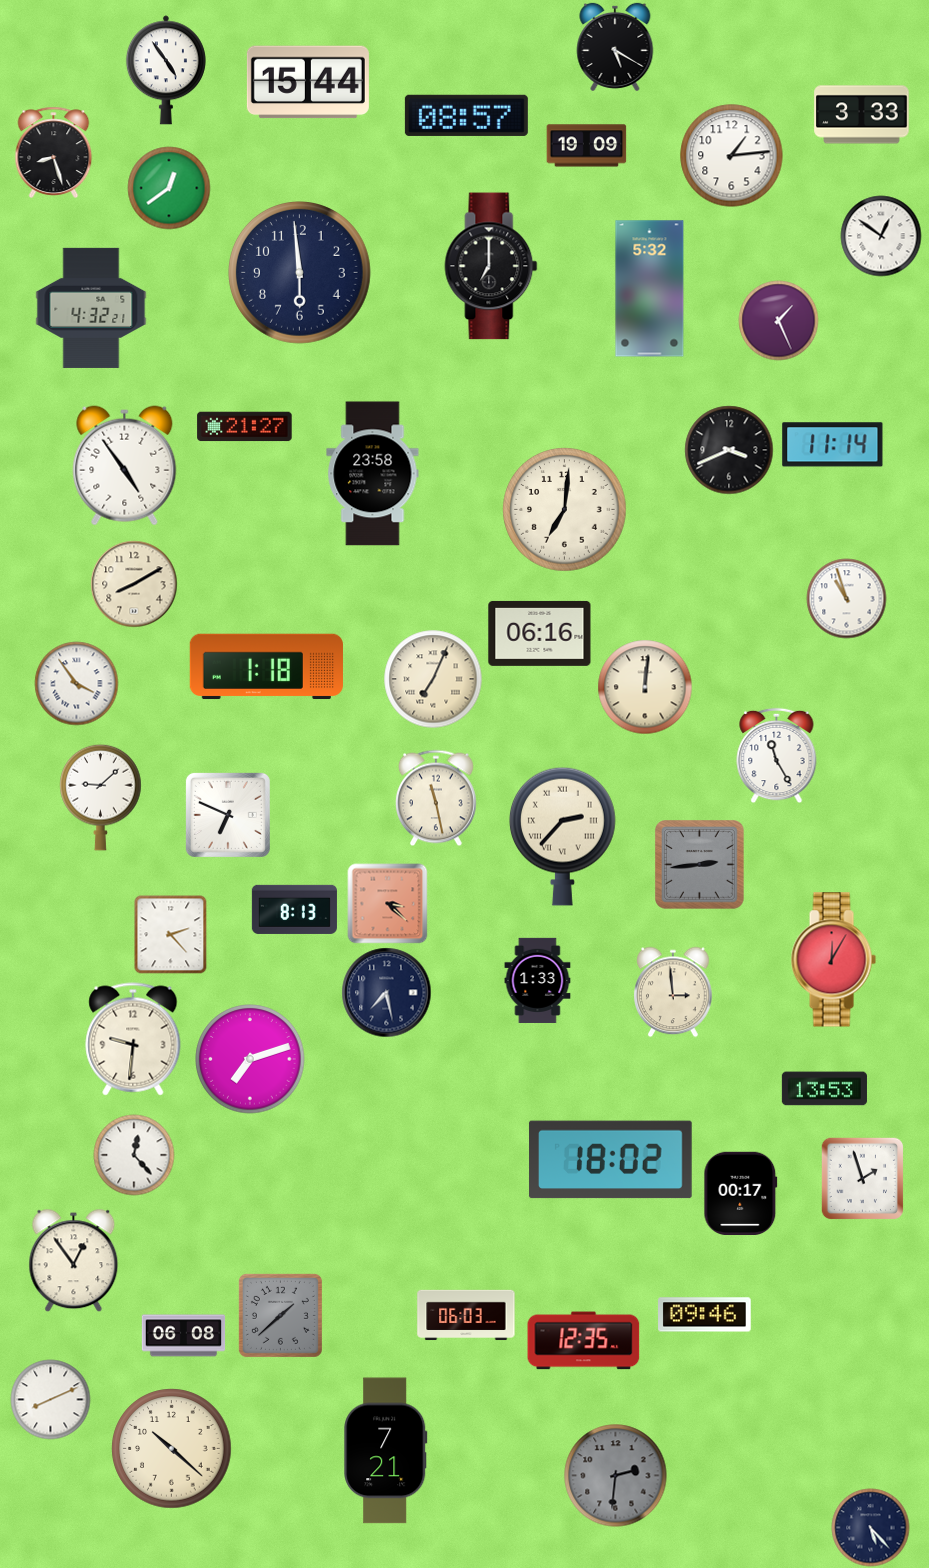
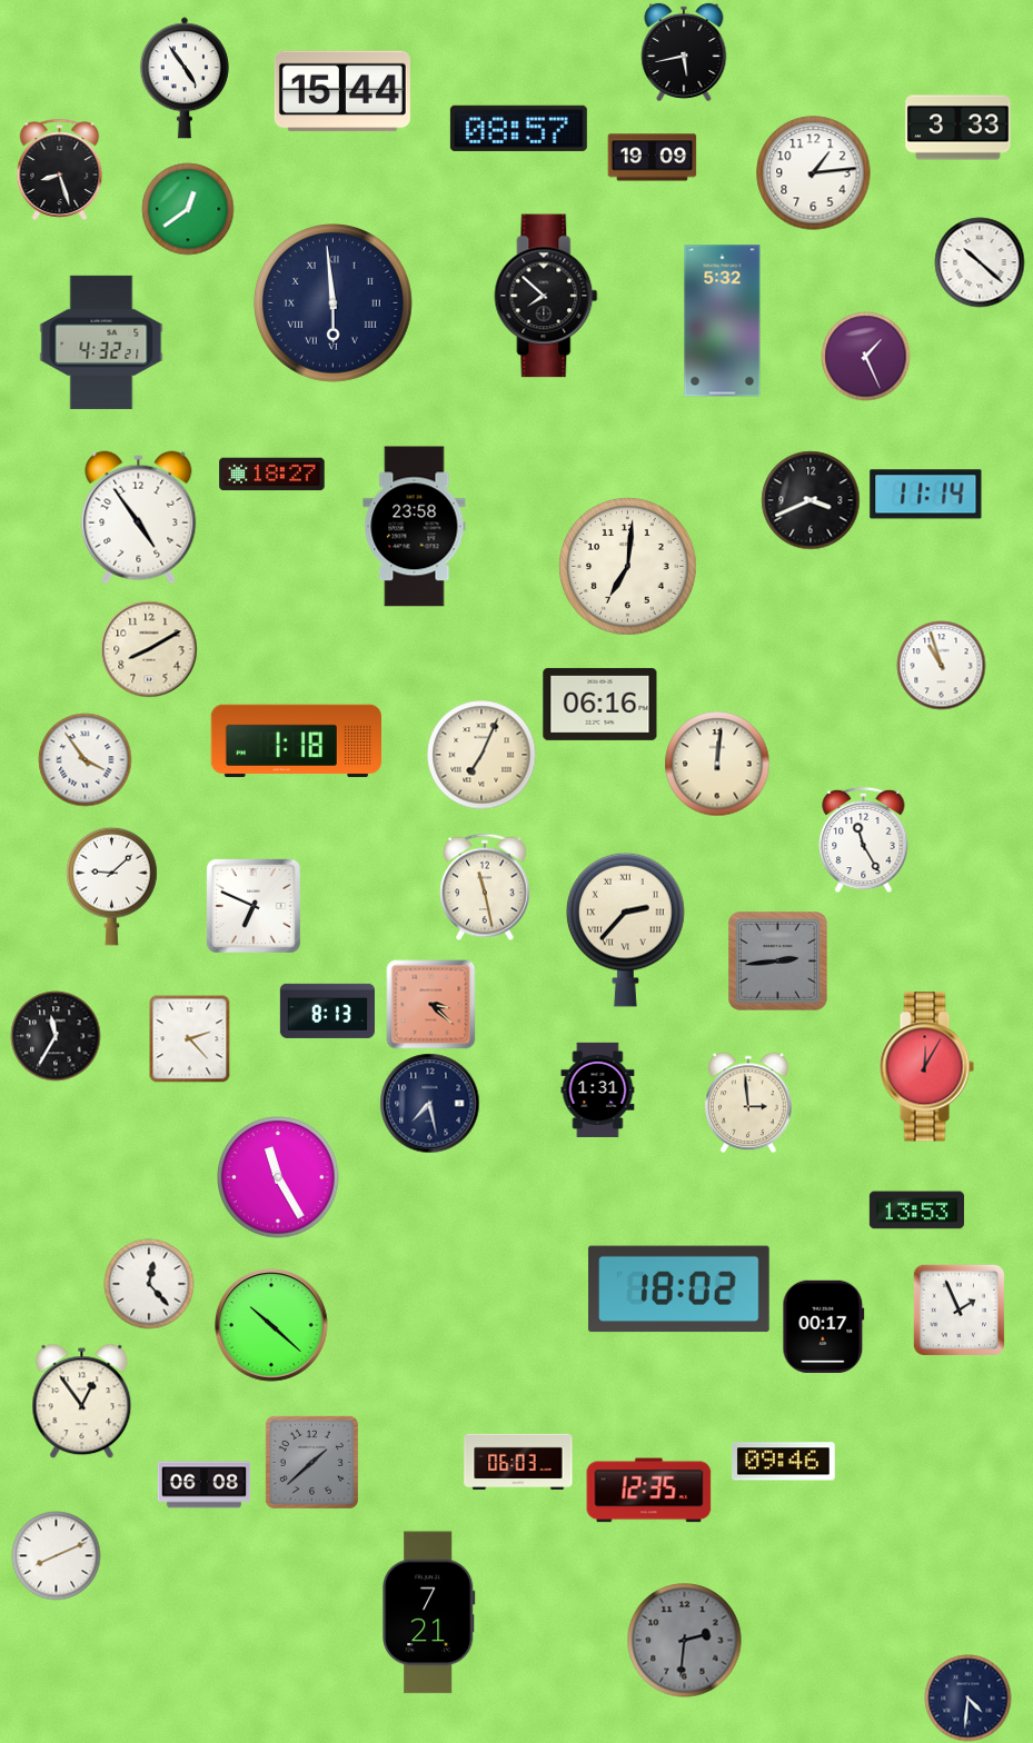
clock at (615, 47): 5:20 -> 5:43
clock at (587, 146) position: (587, 146) -> (653, 158)
clock at (881, 236): 12:51 -> 10:22
clock at (491, 266): 7:00 -> 7:52
clock at (300, 273) numerals: Arabic -> Roman
clock at (245, 427): 21:27 -> 18:27
clock at (56, 1036): none -> 11:35
clock at (538, 980): 1:33 -> 1:31
clock at (133, 1039): 9:31 -> none
clock at (250, 1059): 7:12 -> 11:25
clock at (862, 1178): 1:57 -> 1:56
clock at (272, 1326): none -> 10:22
clock at (172, 1449): 10:22 -> none
clock at (871, 1528): 5:23 -> 4:31
